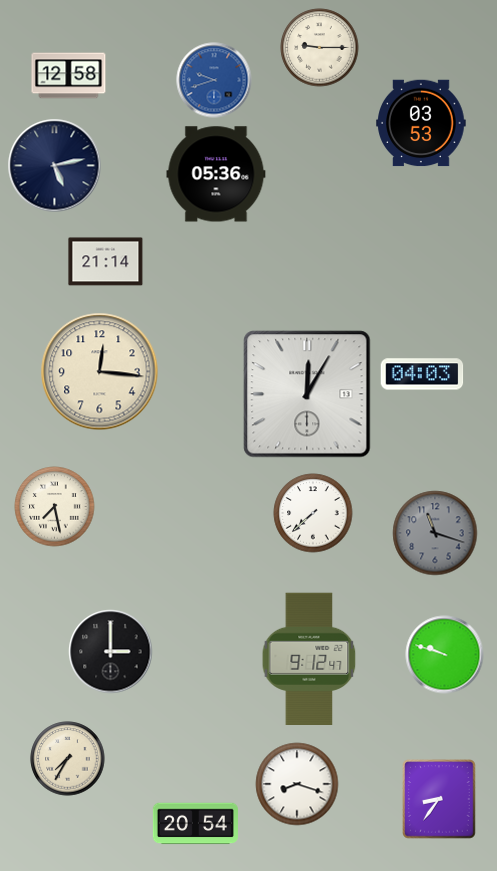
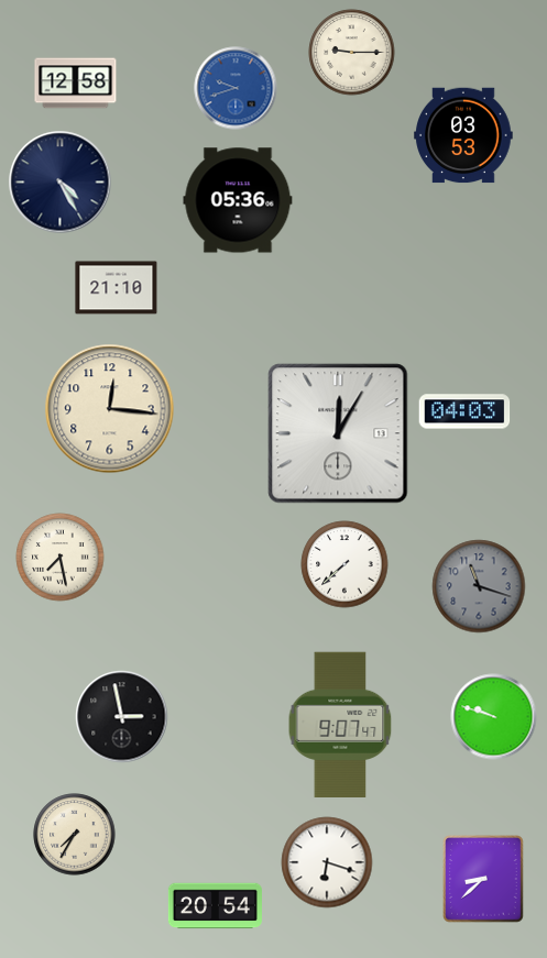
clock at (55, 166): 5:13 -> 4:25
clock at (216, 174) position: (216, 174) -> (238, 200)
clock at (106, 262): 21:14 -> 21:10
clock at (111, 652): 3:00 -> 2:58
clock at (445, 655) position: (445, 655) -> (494, 717)
clock at (309, 659): 9:12 -> 9:07
clock at (297, 784): 8:18 -> 6:18
clock at (439, 799): 8:36 -> 8:38
